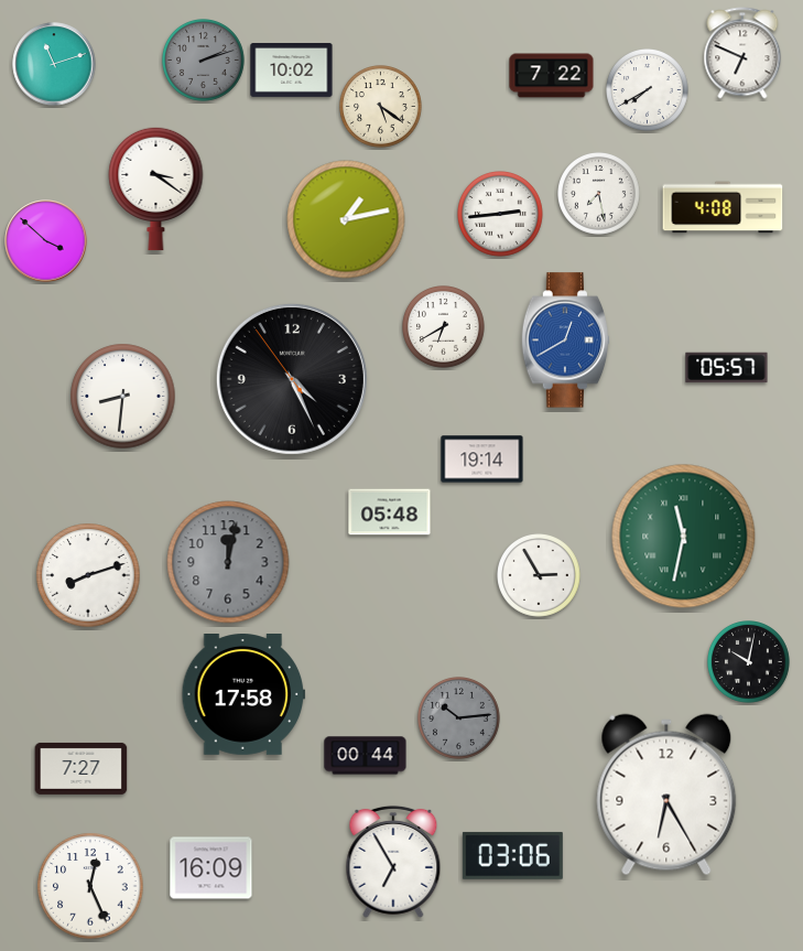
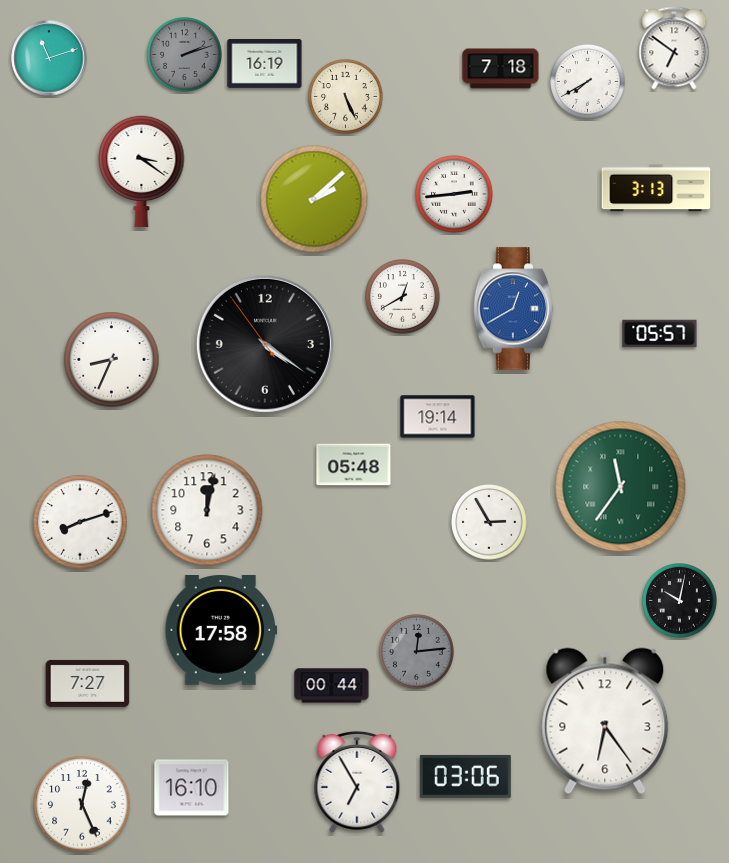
clock at (742, 53): 6:49 -> 6:51
clock at (292, 71): 10:02 -> 16:19
clock at (552, 76): 7:22 -> 7:18
clock at (381, 107): 5:21 -> 5:26
clock at (599, 194): 7:28 -> none
clock at (723, 207): 4:08 -> 3:13
clock at (346, 219): 1:13 -> 2:08
clock at (46, 241): 3:52 -> none
clock at (444, 327): 6:40 -> 12:40
clock at (292, 379): 4:25 -> 4:20
clock at (123, 397): 8:31 -> 8:34
clock at (684, 537): 11:32 -> 11:36
clock at (228, 562) dial: grey -> white
clock at (459, 718): 10:14 -> 12:14
clock at (82, 768) position: (82, 768) -> (88, 683)
clock at (666, 795): 6:25 -> 6:24
clock at (211, 868): 16:09 -> 16:10
